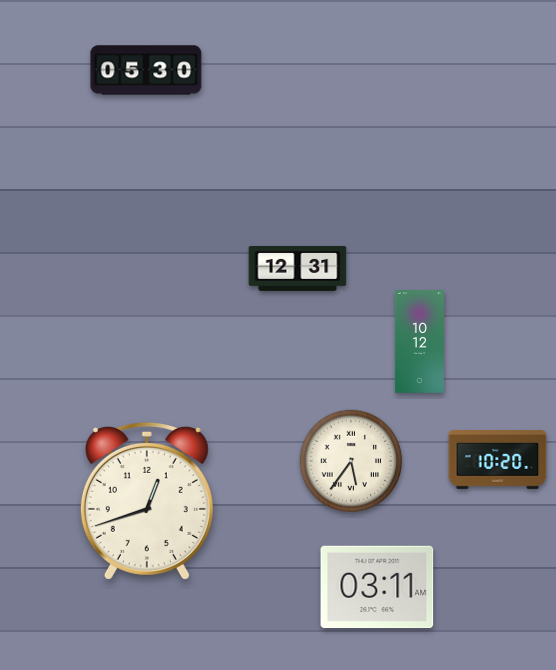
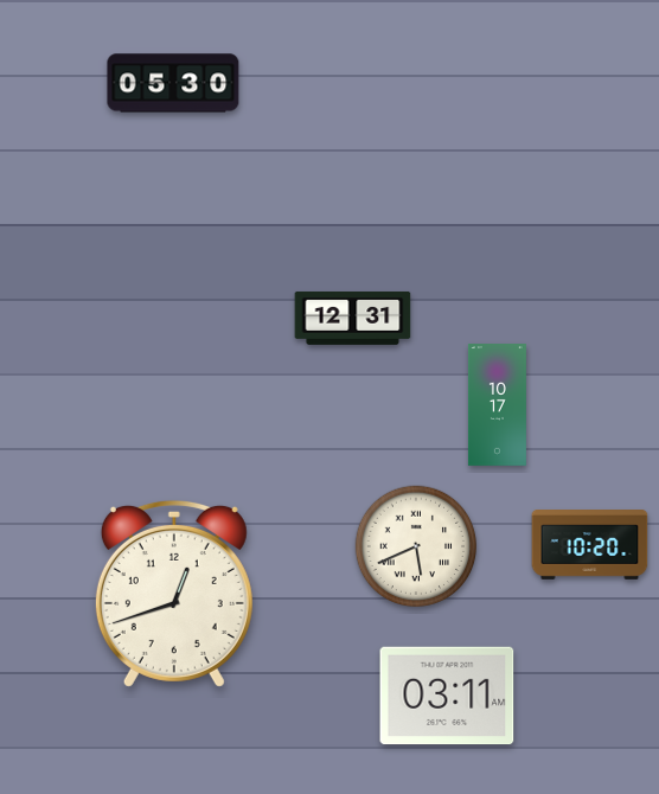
clock at (419, 342): 10:12 -> 10:17
clock at (351, 461): 5:36 -> 5:41
